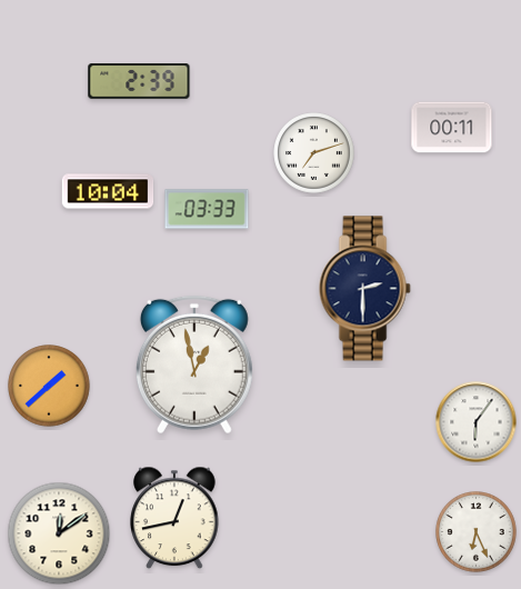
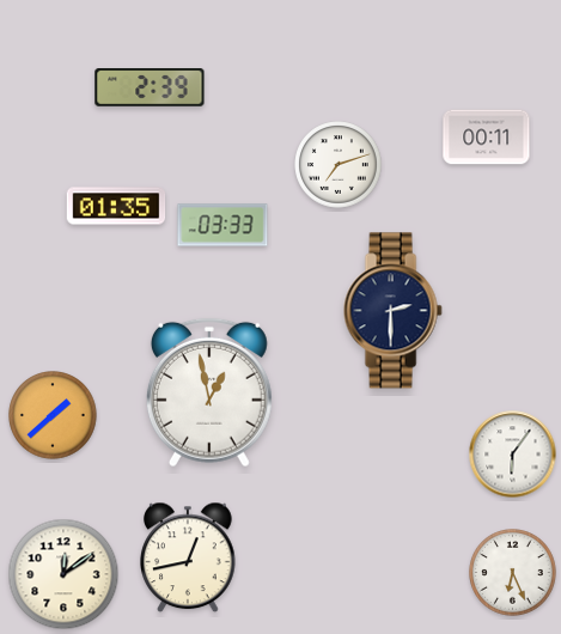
clock at (108, 191): 10:04 -> 01:35
